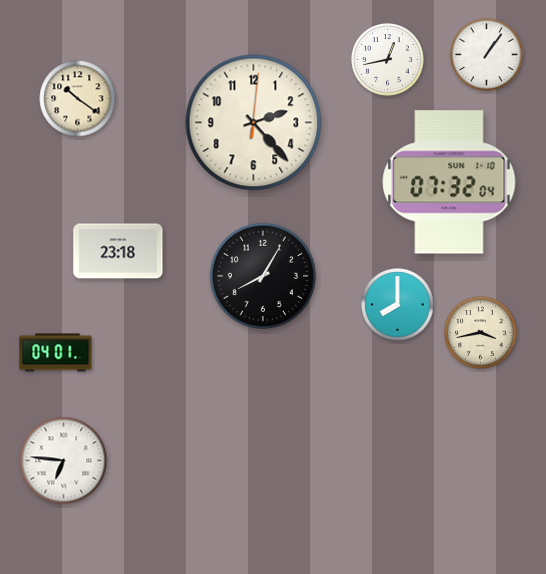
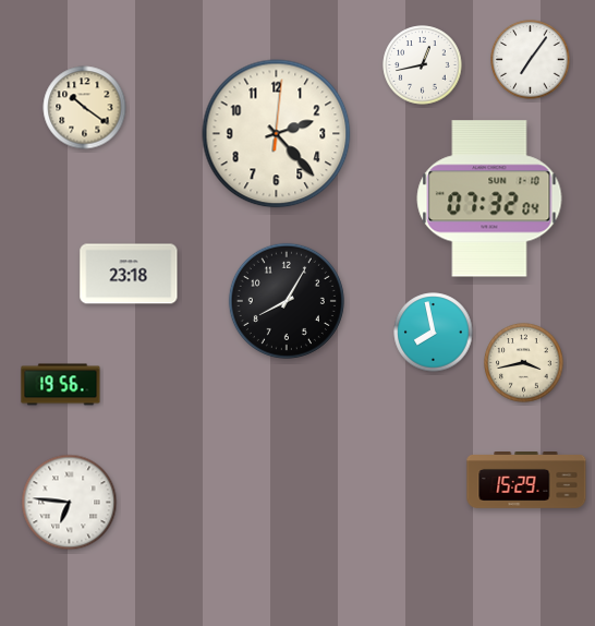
clock at (487, 55): 1:06 -> 7:06
clock at (398, 305): 8:00 -> 7:58
clock at (56, 353): 04:01 -> 19:56
clock at (526, 481): none -> 15:29
